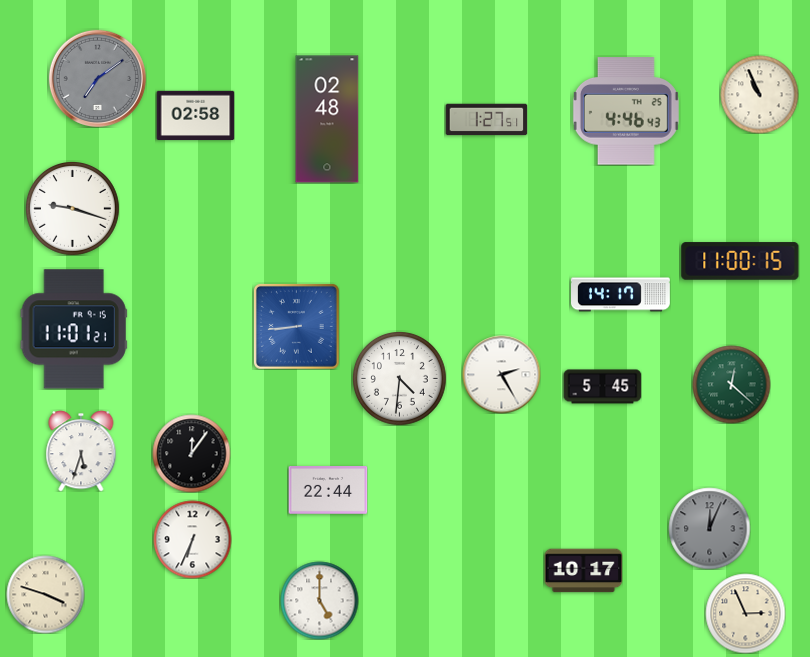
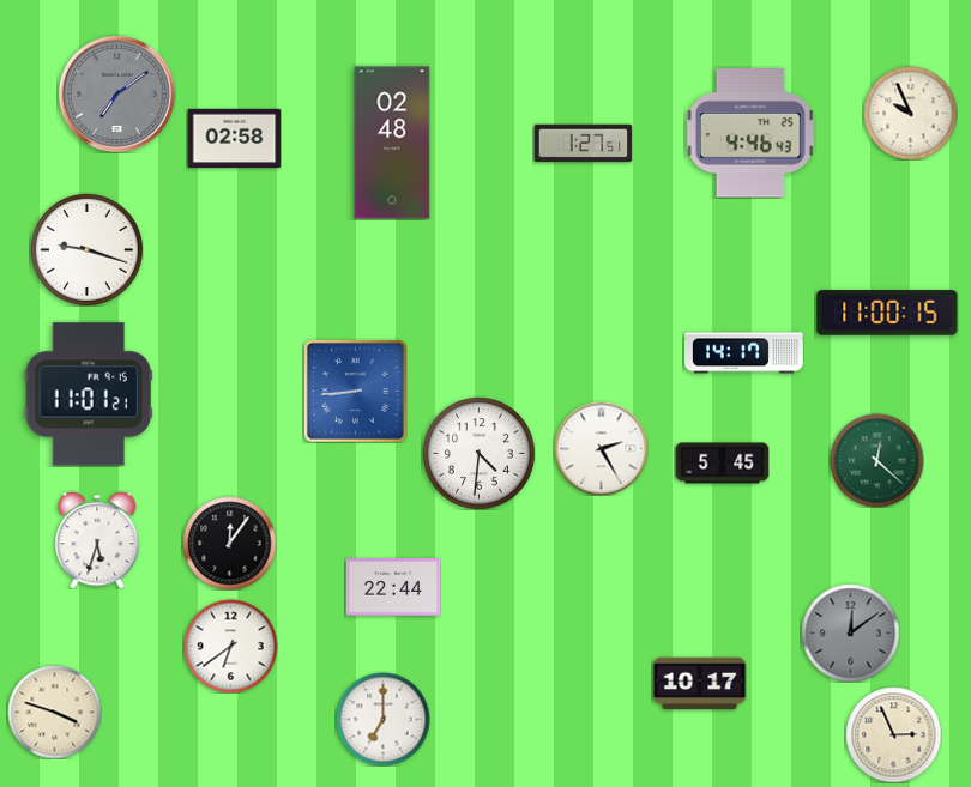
clock at (759, 94): 10:56 -> 9:56
clock at (709, 528): 12:04 -> 12:09
clock at (192, 539): 6:34 -> 6:39
clock at (319, 600): 5:00 -> 7:00
